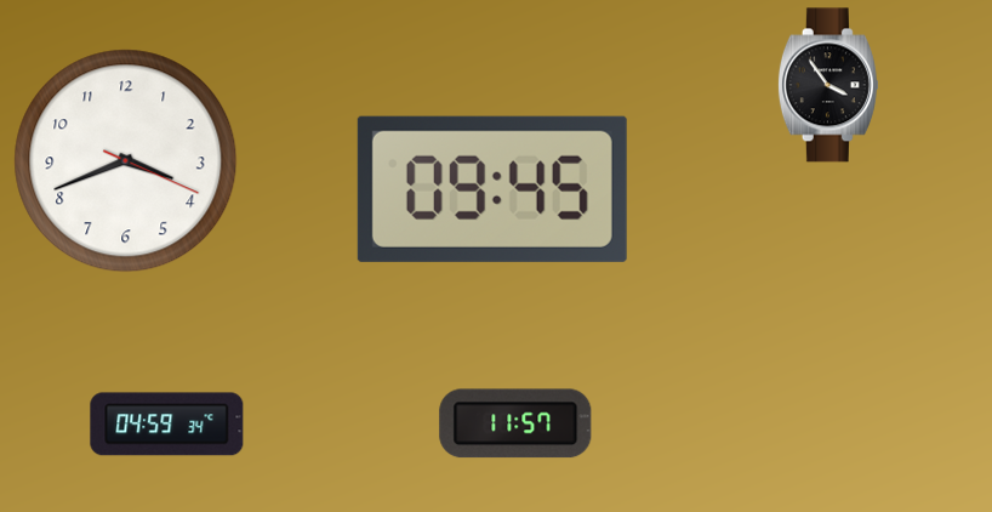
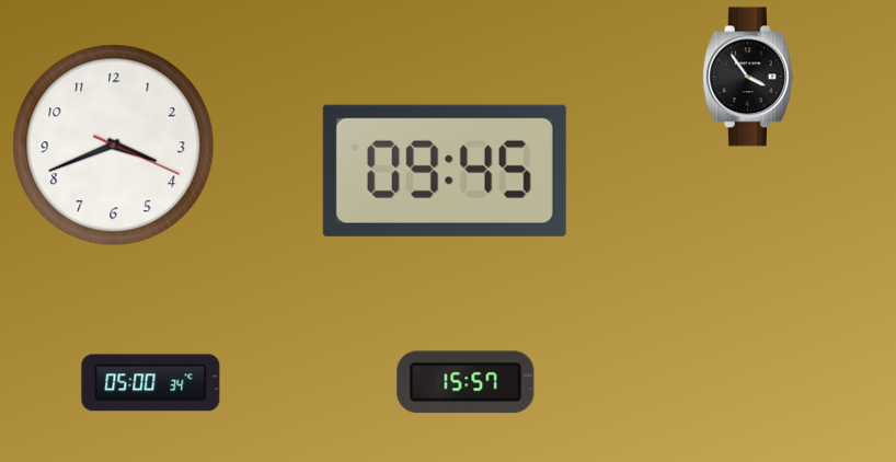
clock at (515, 423): 11:57 -> 15:57
clock at (167, 425): 04:59 -> 05:00
